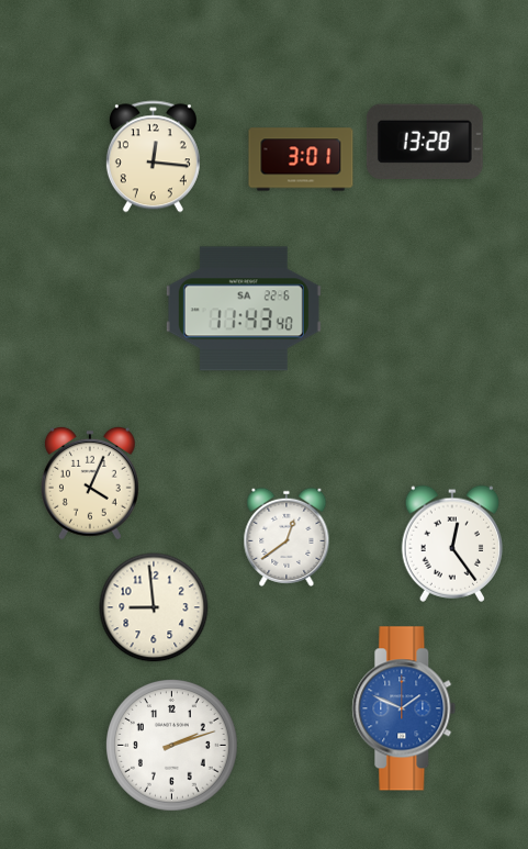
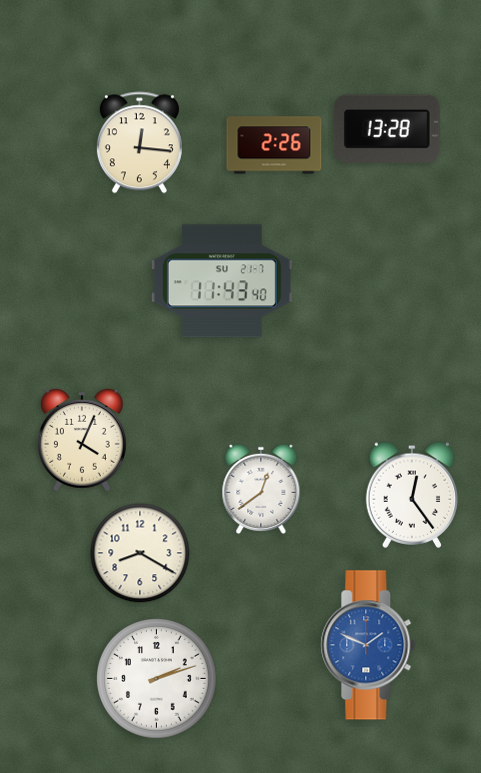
clock at (301, 159): 3:01 -> 2:26
clock at (244, 309) date: SA 22-6 -> SU 21-7
clock at (154, 607): 8:59 -> 8:20
